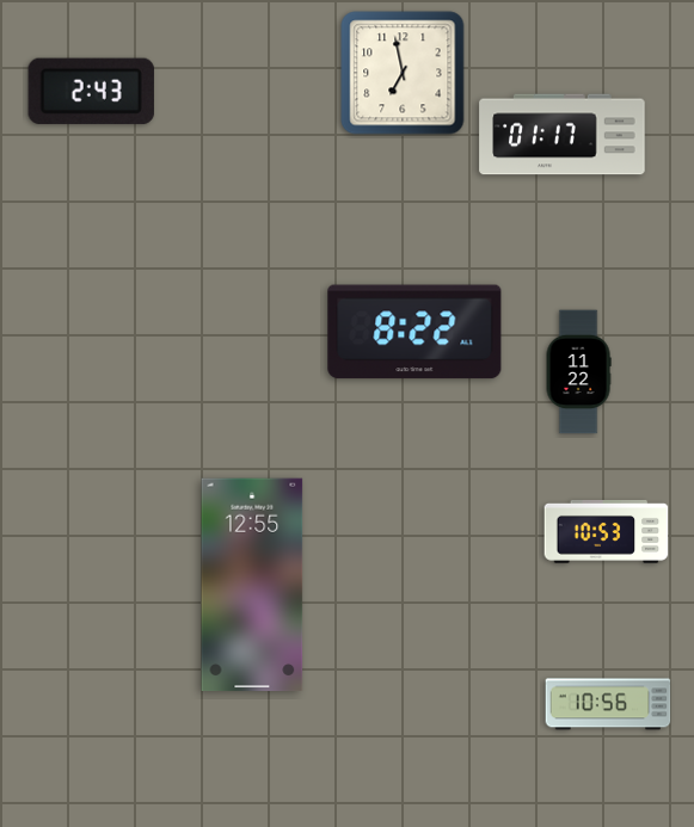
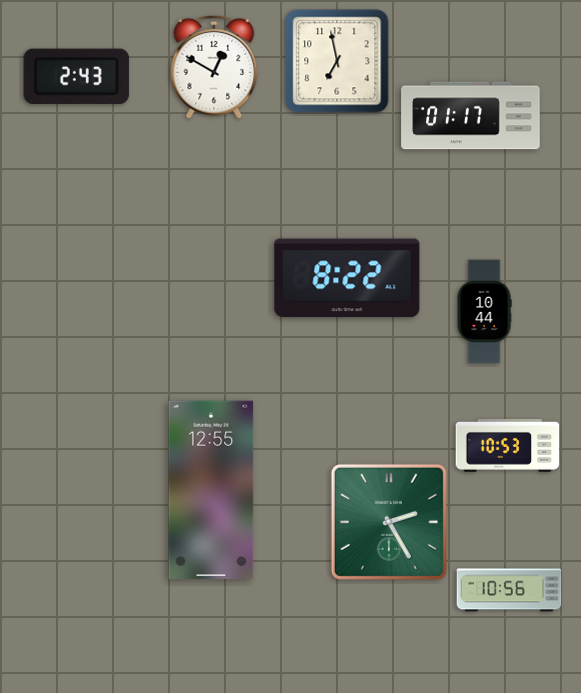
clock at (214, 67): none -> 12:50
clock at (563, 135) position: (563, 135) -> (471, 116)
clock at (578, 372): 11:22 -> 10:44
clock at (389, 522): none -> 2:25
